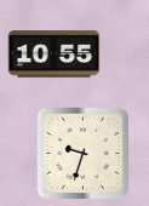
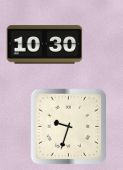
clock at (55, 55): 10:55 -> 10:30
